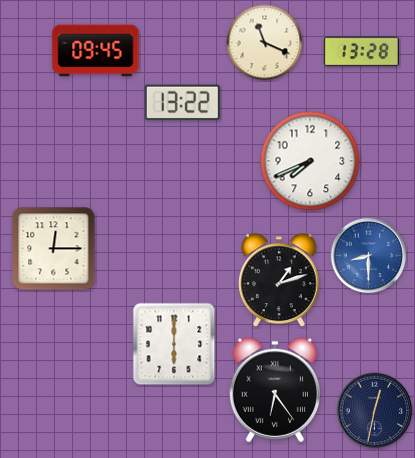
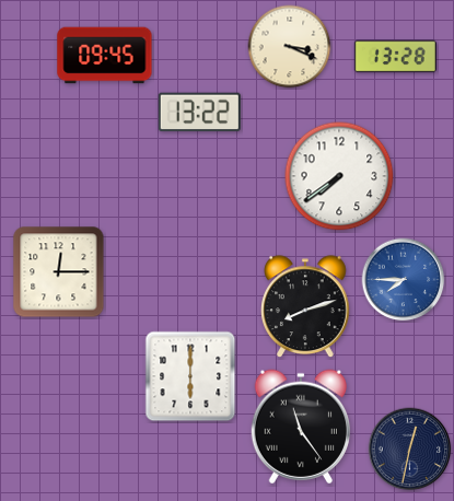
clock at (265, 43): 11:19 -> 3:19
clock at (310, 161): 7:41 -> 7:39
clock at (369, 256): 8:30 -> 7:45
clock at (280, 281): 1:12 -> 8:12
clock at (275, 390): 6:24 -> 11:24
